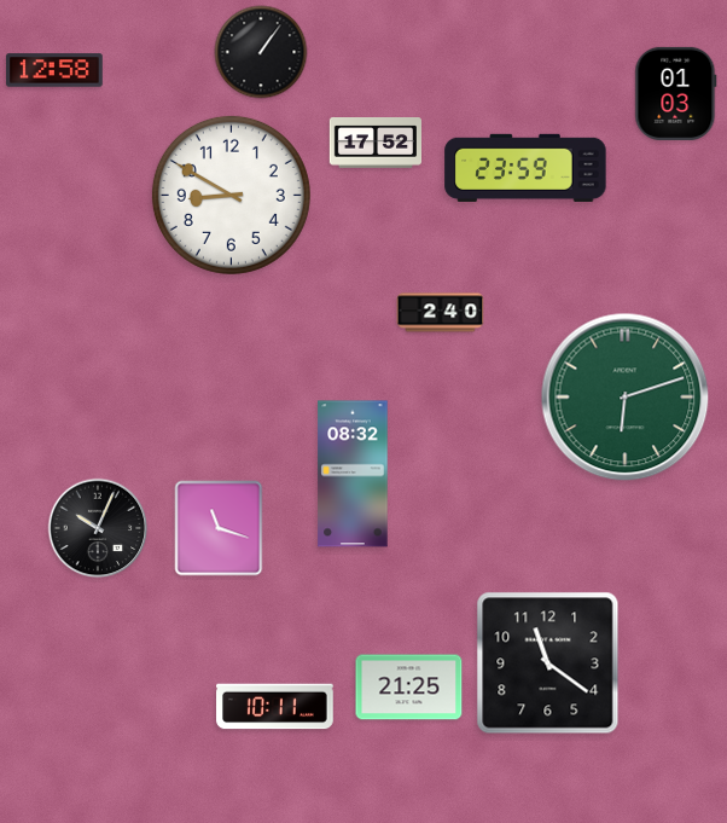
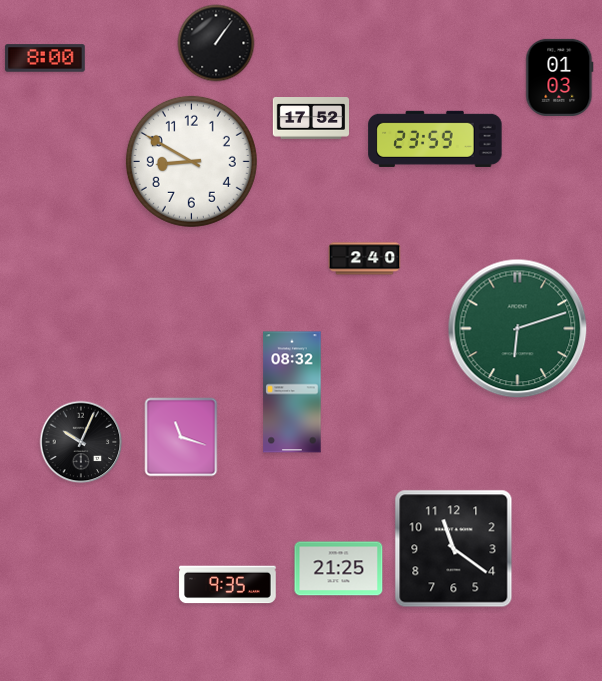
clock at (54, 70): 12:58 -> 8:00
clock at (98, 528) position: (98, 528) -> (81, 442)
clock at (275, 707): 10:11 -> 9:35
